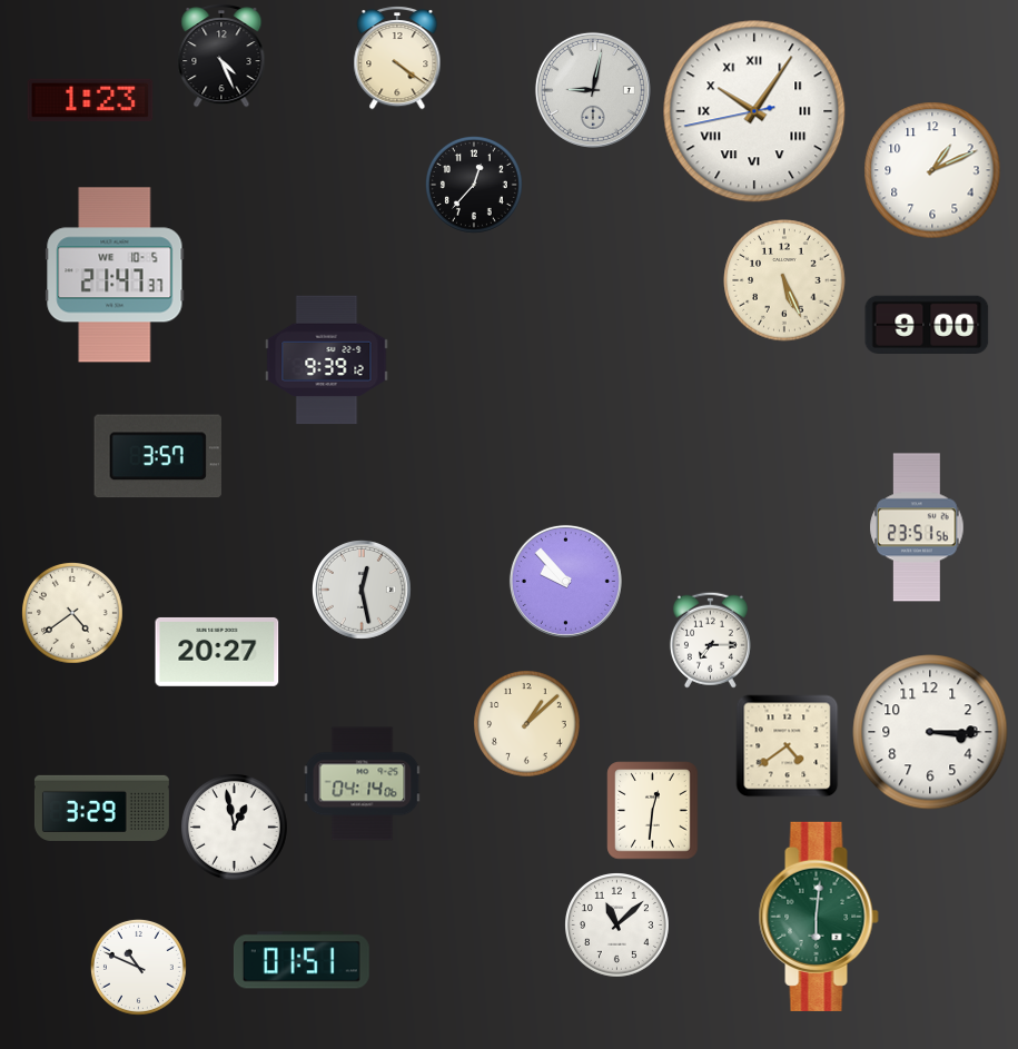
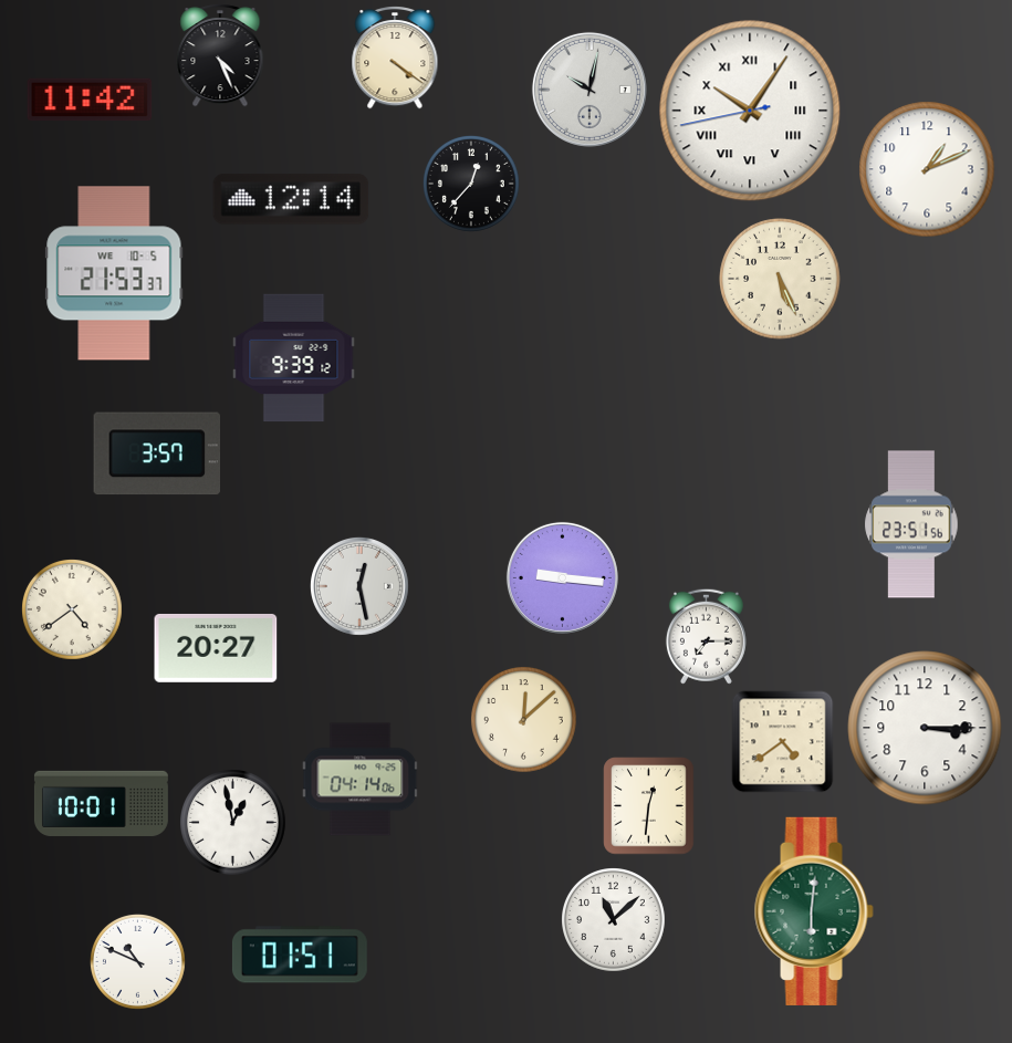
clock at (593, 90): 9:02 -> 10:02
clock at (90, 100): 1:23 -> 11:42
clock at (291, 199): none -> 12:14
clock at (115, 275): 21:47 -> 21:53
clock at (927, 324): 9:00 -> none
clock at (327, 360) position: (327, 360) -> (294, 358)
clock at (565, 581): 9:53 -> 9:16
clock at (527, 724): 1:08 -> 12:08
clock at (101, 808): 3:29 -> 10:01
